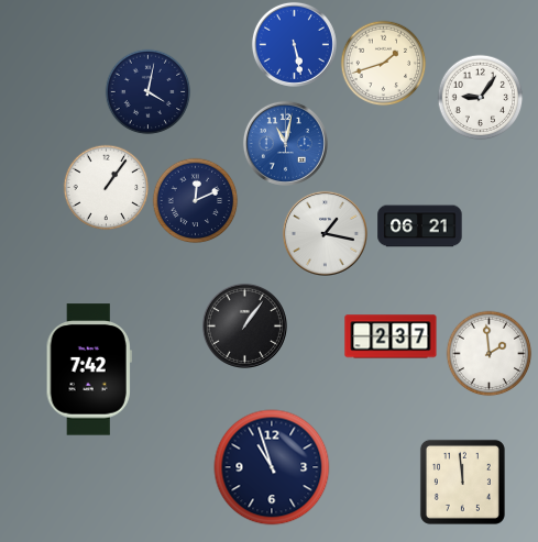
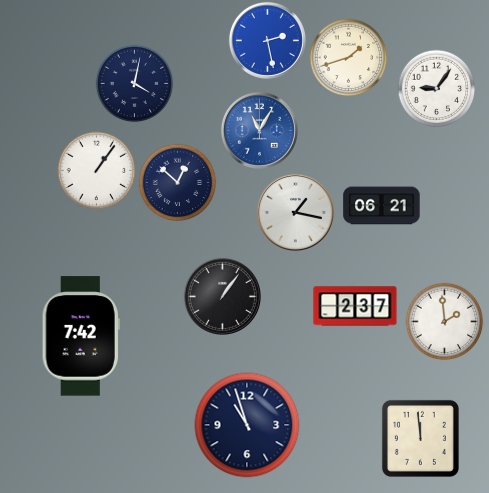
clock at (294, 44): 5:28 -> 2:28
clock at (285, 143): 11:02 -> 11:05
clock at (195, 200): 12:11 -> 12:52
